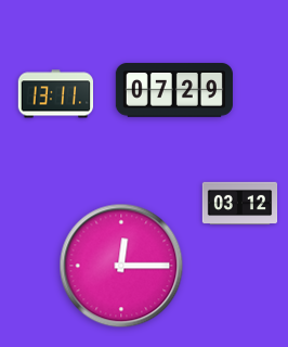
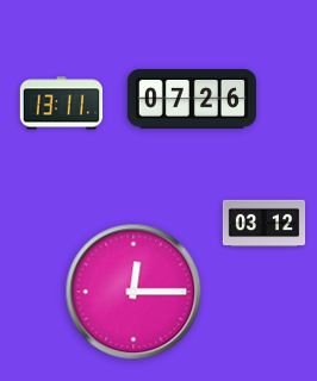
clock at (174, 90): 07:29 -> 07:26
